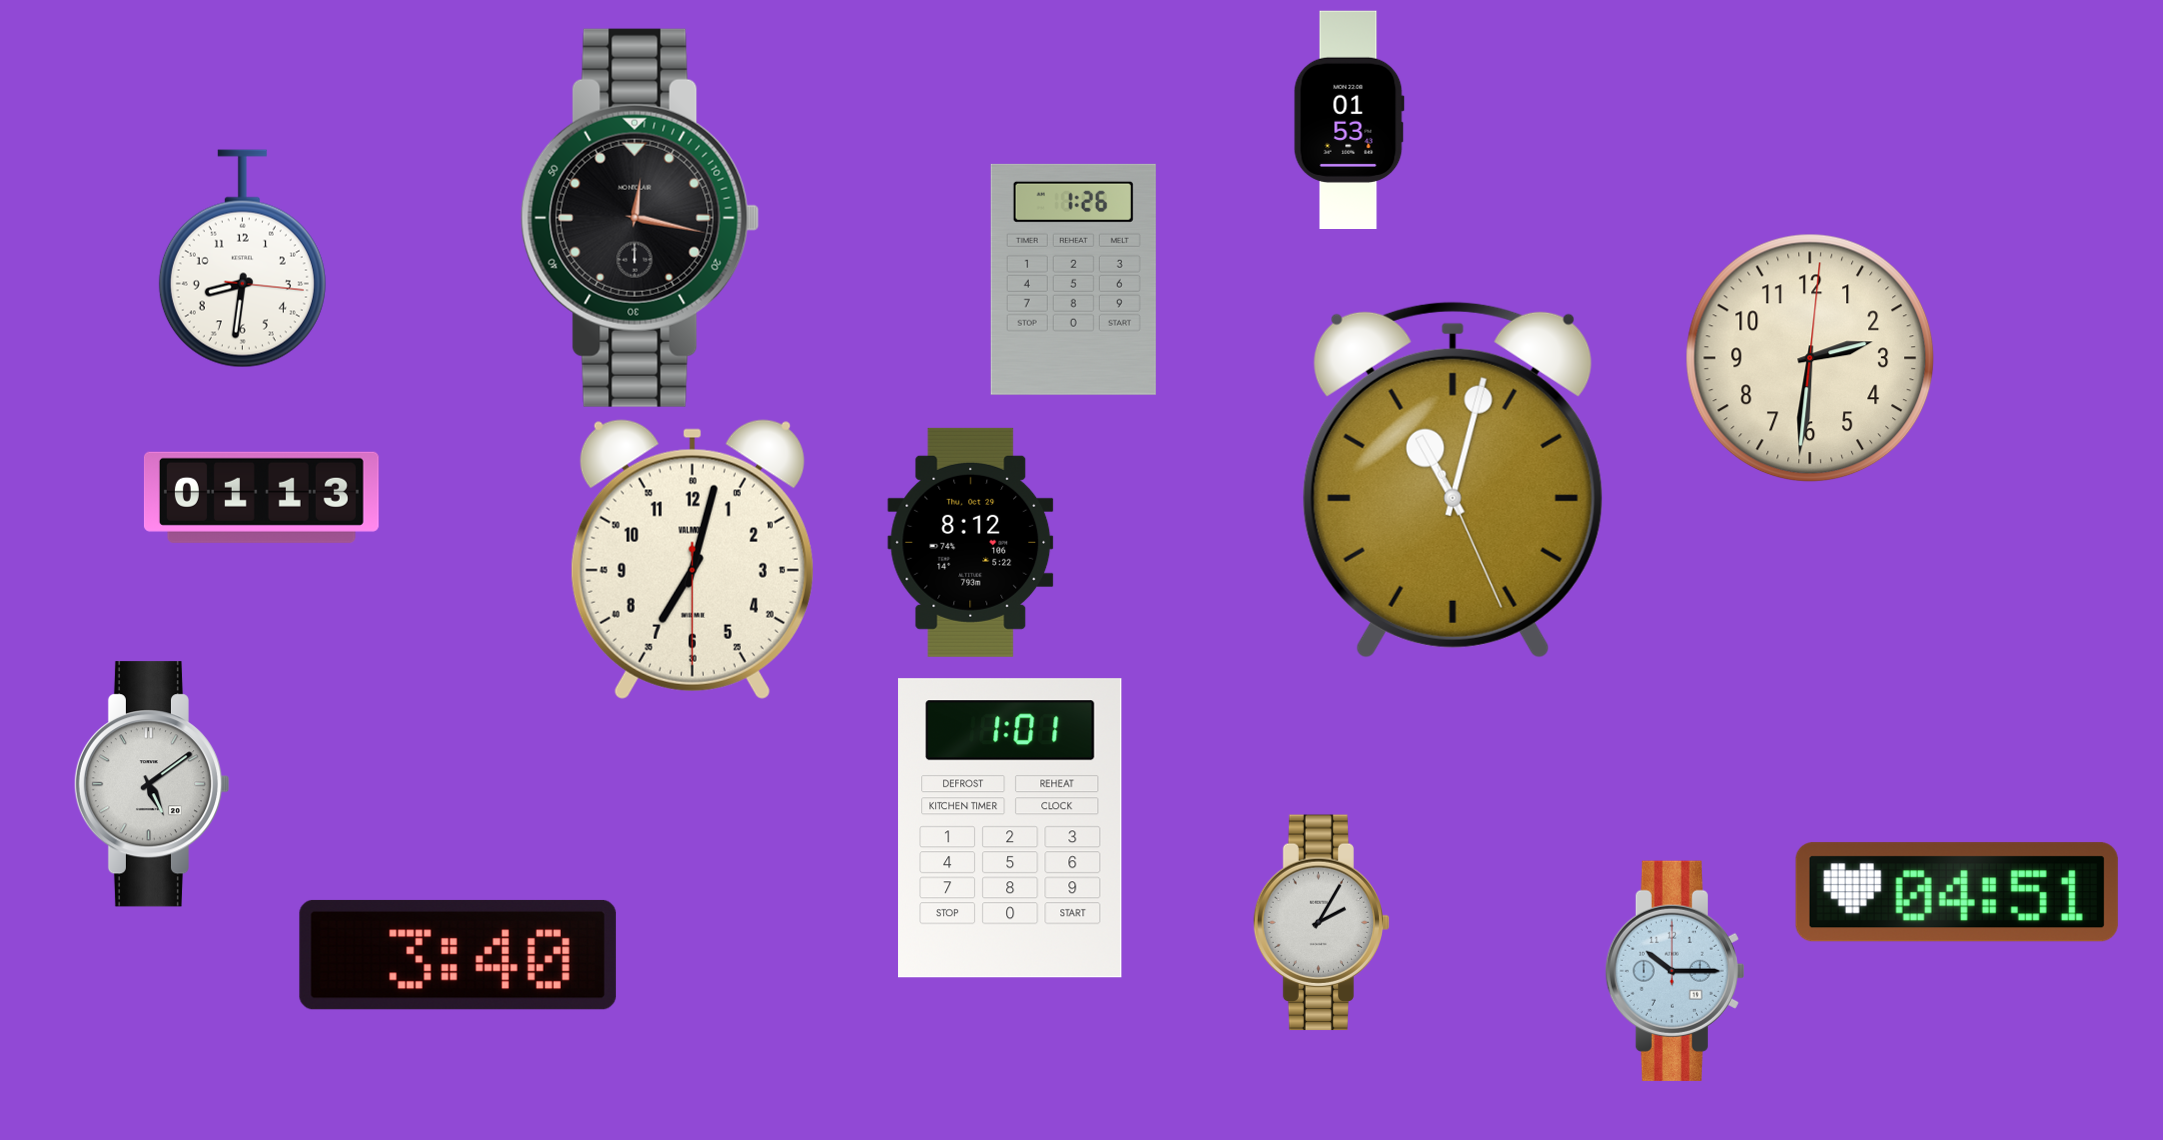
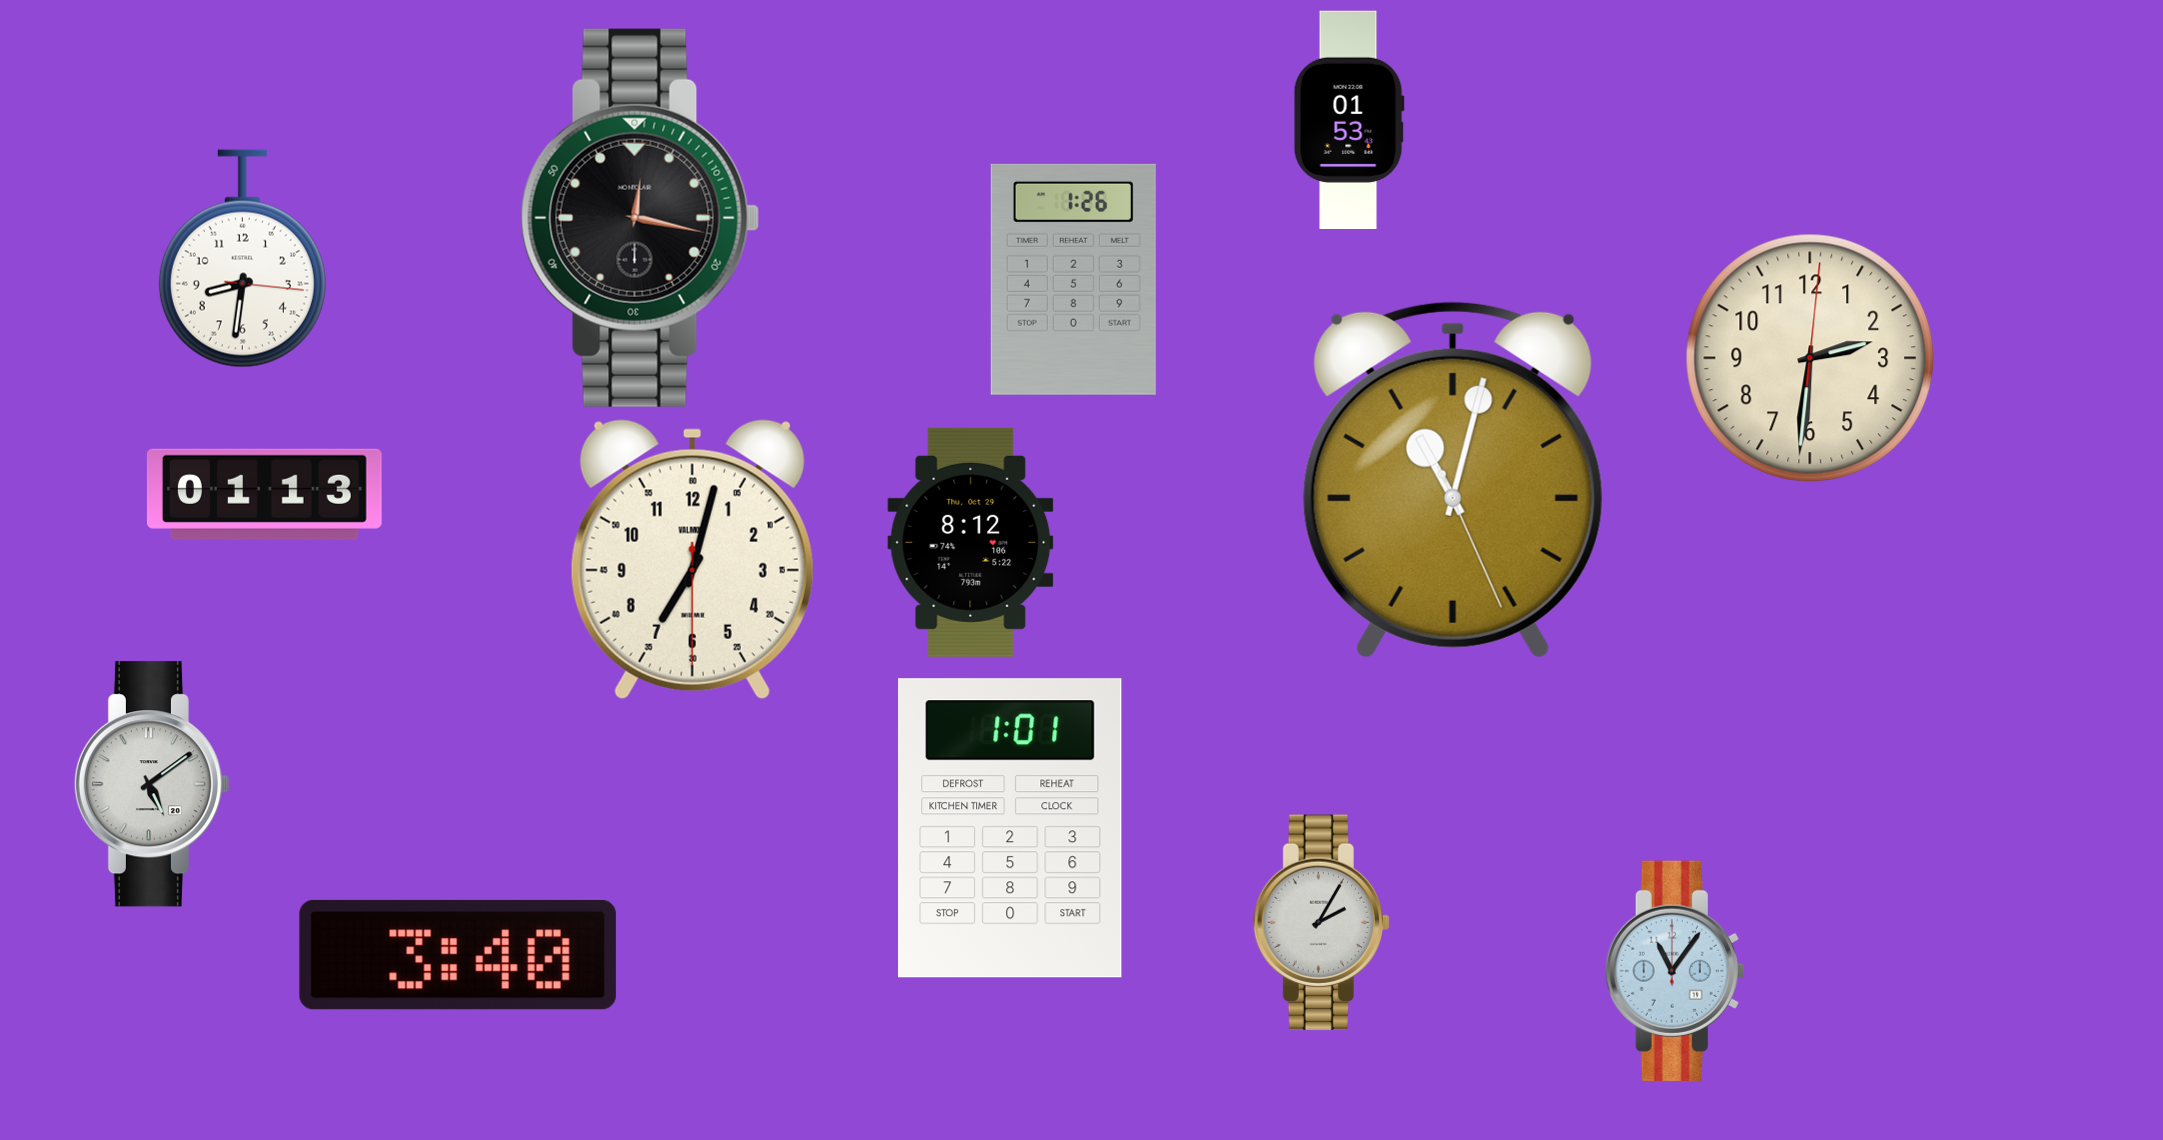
clock at (261, 497) position: (261, 497) -> (264, 494)
clock at (1957, 892): 04:51 -> none
clock at (1675, 971): 10:15 -> 11:06
